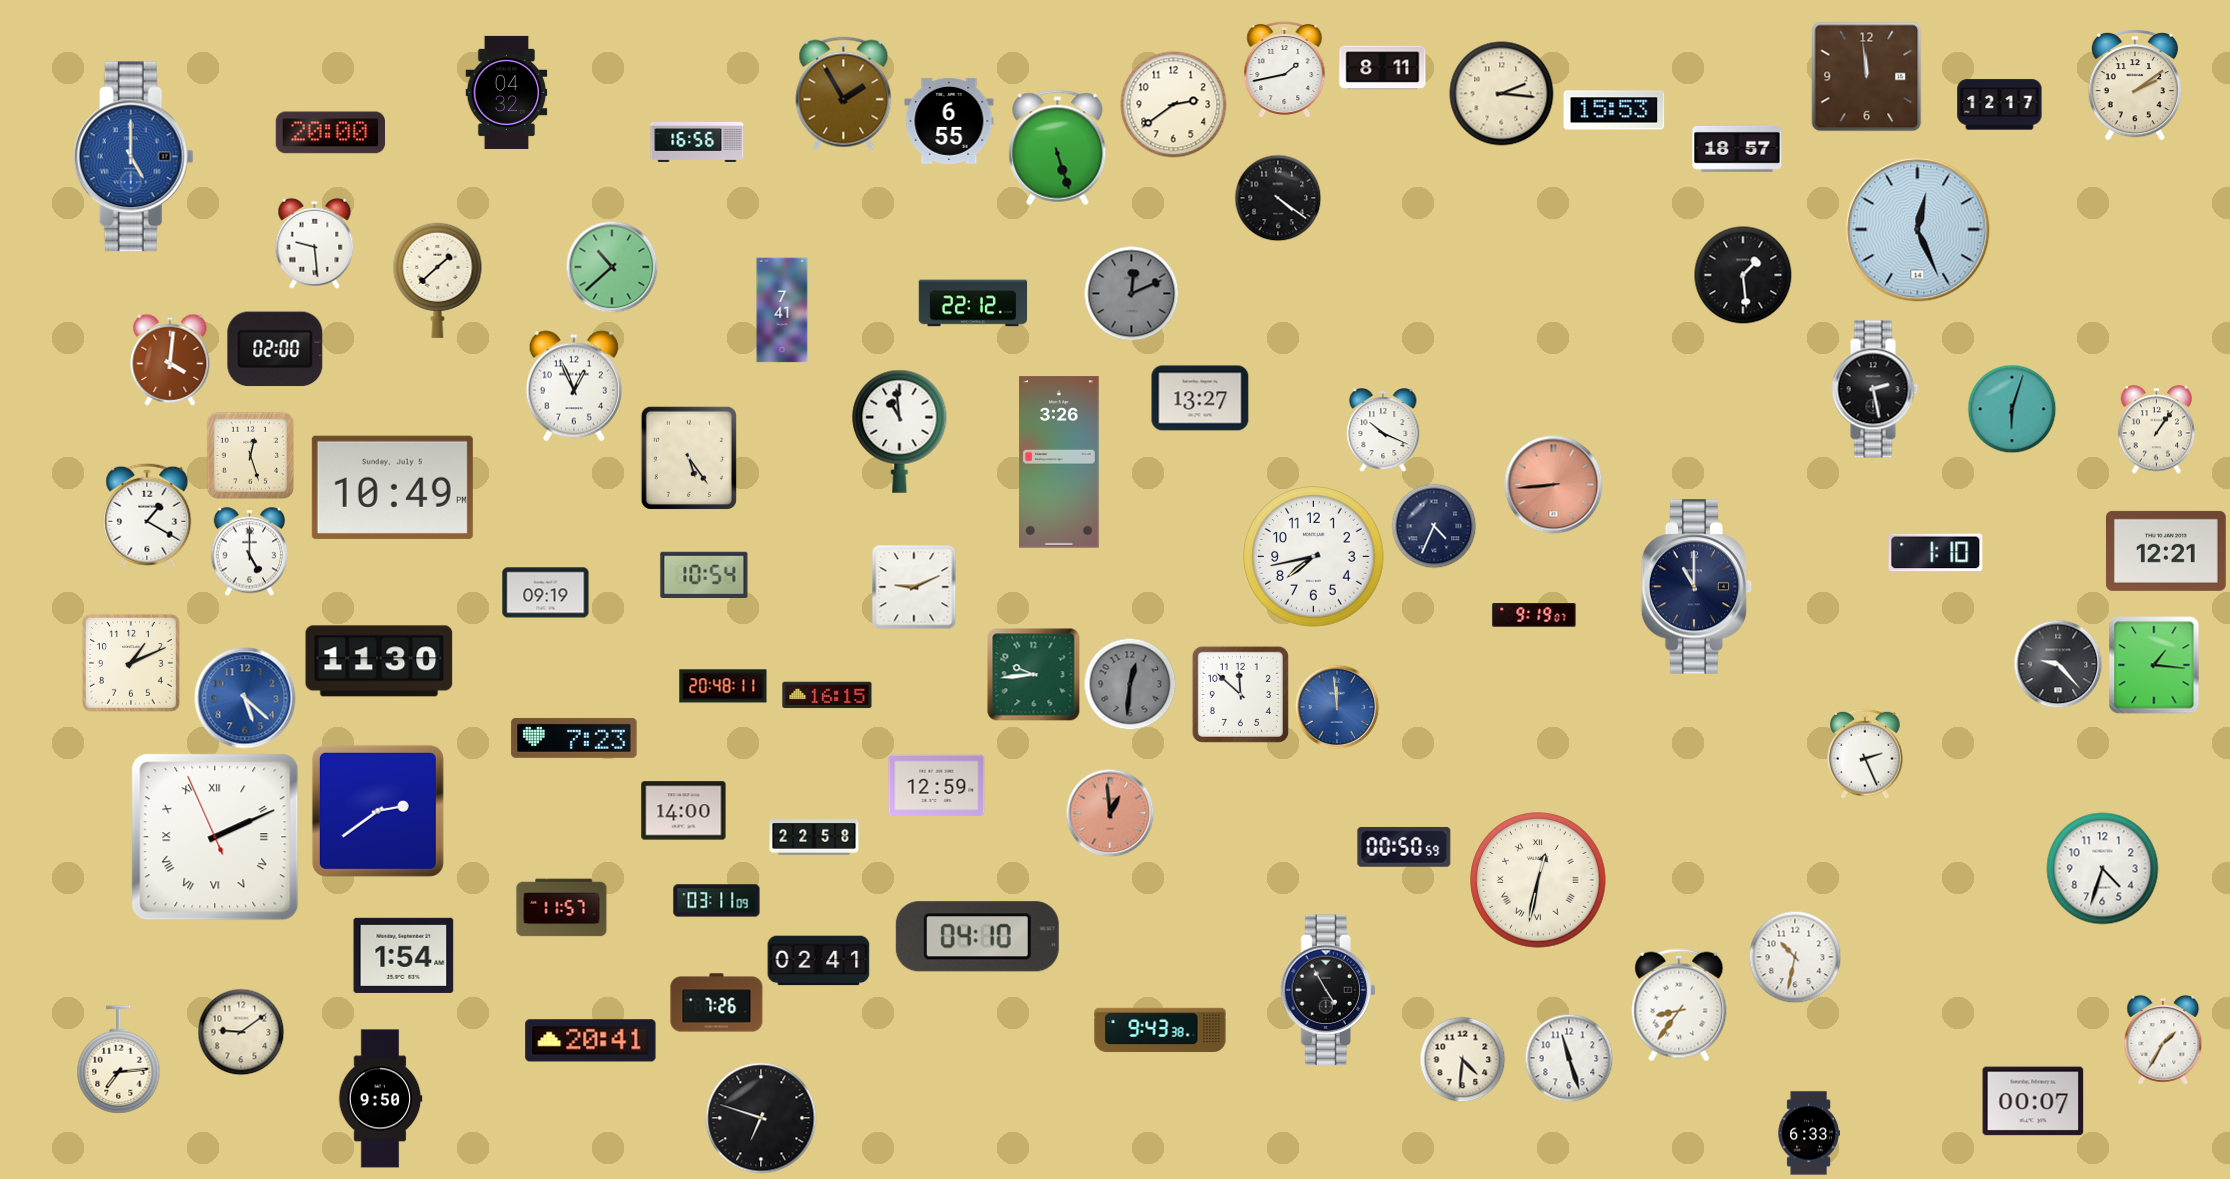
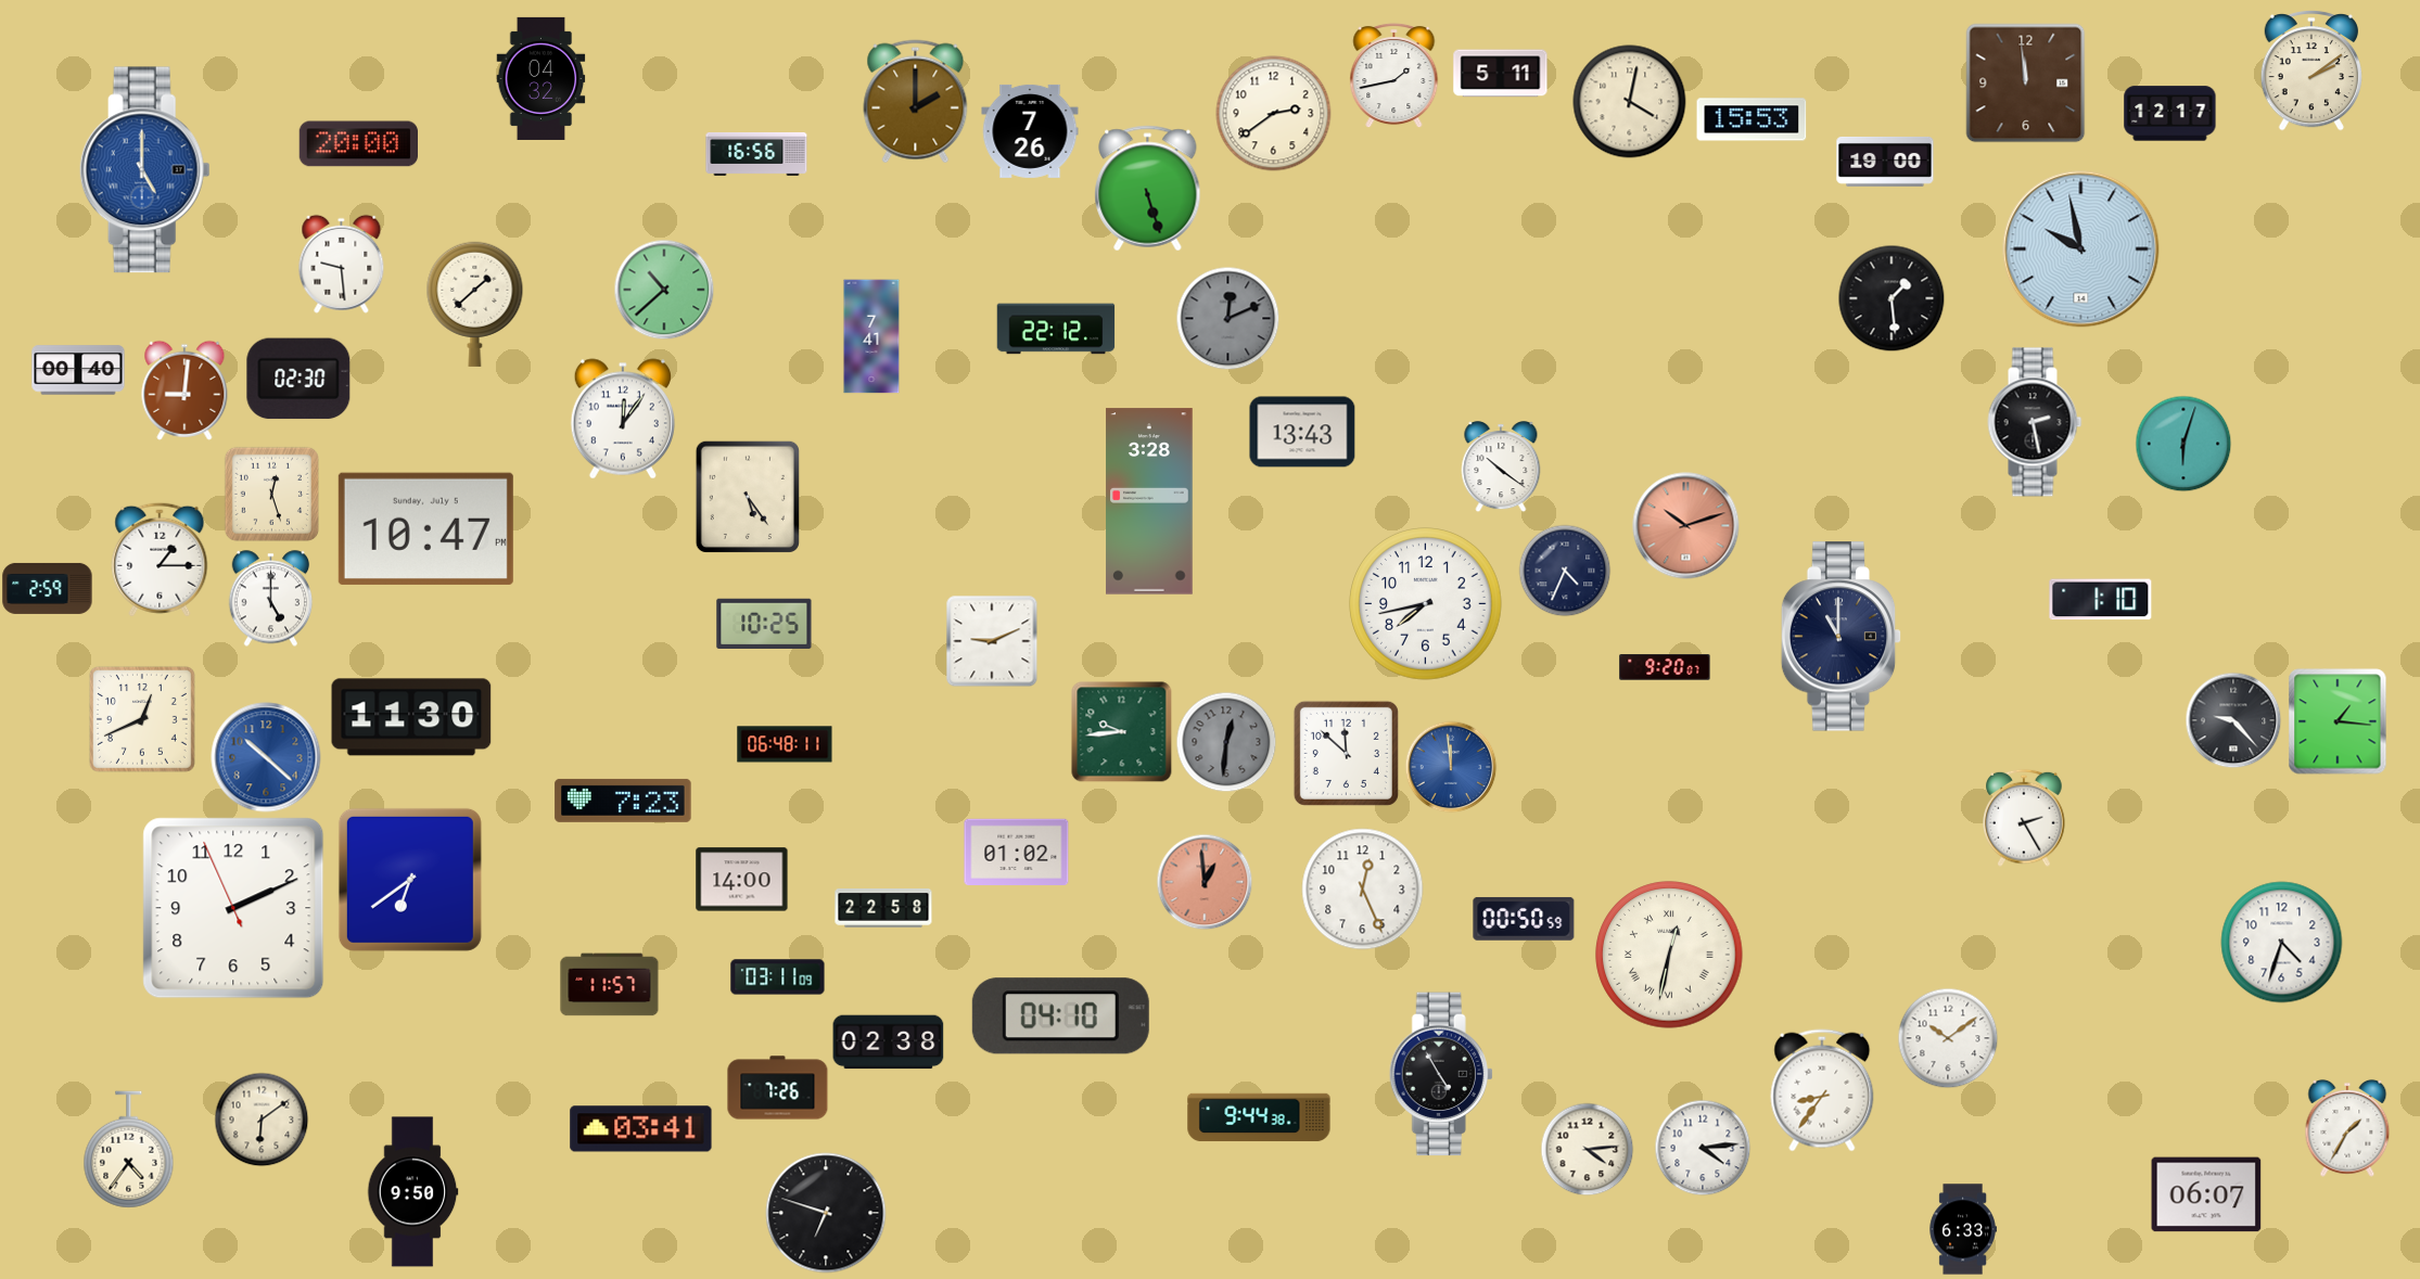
clock at (1383, 68): 8:11 -> 5:11
clock at (2134, 85) position: (2134, 85) -> (2310, 71)
clock at (507, 92) position: (507, 92) -> (542, 78)
clock at (844, 94): 1:55 -> 2:00
clock at (1502, 94): 2:16 -> 4:02
clock at (949, 121): 6:55 -> 7:26
clock at (1058, 148) position: (1058, 148) -> (1148, 189)
clock at (1737, 149): 18:57 -> 19:00
clock at (1278, 198): 4:21 -> none
clock at (1918, 230): 12:26 -> 9:58
clock at (782, 310) position: (782, 310) -> (871, 336)
clock at (78, 370): none -> 00:40
clock at (275, 349): 02:00 -> 02:30
clock at (170, 360): 4:01 -> 9:01
clock at (574, 386): 12:56 -> 12:06
clock at (1200, 398): 13:27 -> 13:43
clock at (1383, 430): 10:19 -> 10:21
clock at (2157, 430): 1:06 -> none
clock at (900, 431): 10:59 -> none
clock at (1059, 462): 3:26 -> 3:28
clock at (1554, 485): 8:44 -> 10:12
clock at (392, 487): 10:49 -> 10:47
clock at (147, 516): 1:20 -> 1:15
clock at (1434, 526) position: (1434, 526) -> (1565, 571)
clock at (48, 588): none -> 2:59
clock at (2166, 551): 12:21 -> none
clock at (704, 574): 10:54 -> 10:25
clock at (914, 587) position: (914, 587) -> (992, 641)
clock at (546, 593): 09:19 -> none
clock at (1534, 615): 9:19 -> 9:20
clock at (131, 663): 1:11 -> 12:41
clock at (723, 686): 20:48 -> 06:48
clock at (827, 695): 16:15 -> none
clock at (245, 698): 5:22 -> 10:22
clock at (1865, 754): 2:26 -> 2:25
clock at (937, 785): 12:59 -> 01:02
clock at (378, 811): 2:39 -> 6:39
clock at (1363, 890): none -> 12:26
clock at (215, 837) numerals: Roman -> Arabic
clock at (404, 955): 1:54 -> none
clock at (1795, 957): 10:32 -> 10:09
clock at (819, 961): 02:41 -> 02:38
clock at (1160, 1030): 9:43 -> 9:44
clock at (241, 1032): 9:09 -> 6:09
clock at (591, 1041): 20:41 -> 03:41
clock at (1569, 1058): 11:27 -> 4:14
clock at (1462, 1059): 4:31 -> 4:14
clock at (119, 1060): 7:14 -> 4:36
clock at (2033, 1101): 00:07 -> 06:07
